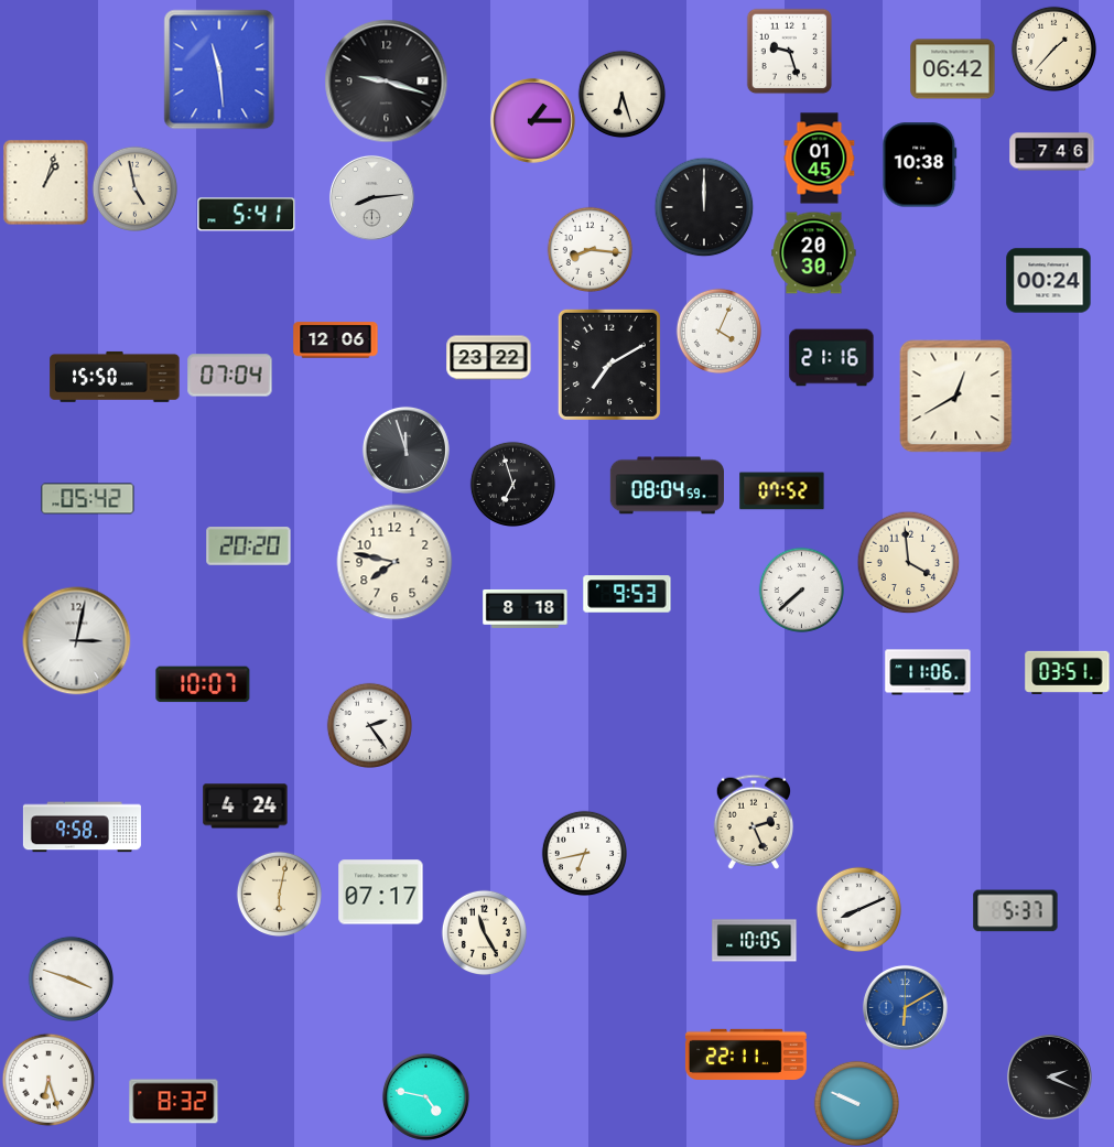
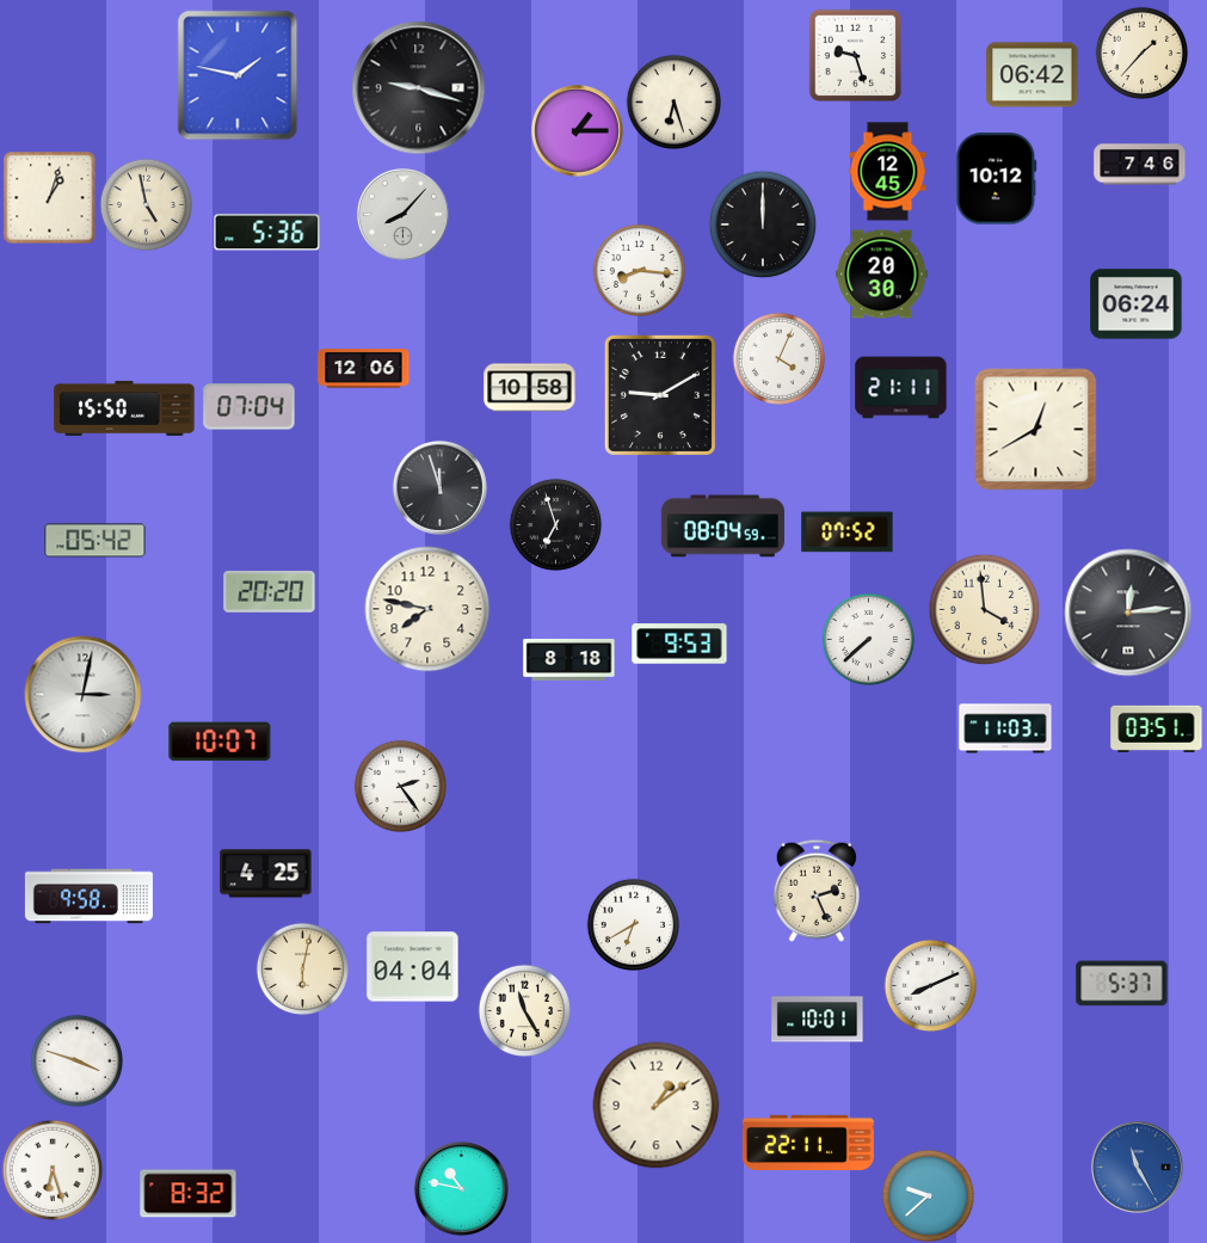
clock at (219, 69): 11:29 -> 1:47
clock at (820, 159): 01:45 -> 12:45
clock at (920, 165): 10:38 -> 10:12
clock at (371, 197): 8:14 -> 8:07
clock at (247, 215): 5:41 -> 5:36
clock at (1049, 281): 00:24 -> 06:24
clock at (489, 358): 23:22 -> 10:58
clock at (832, 358): 21:16 -> 21:11
clock at (609, 365): 7:10 -> 9:10
clock at (1128, 613): none -> 12:14
clock at (928, 672): 11:06 -> 11:03
clock at (246, 807): 4:24 -> 4:25
clock at (584, 853): 6:43 -> 6:40
clock at (381, 892): 07:17 -> 04:04
clock at (1016, 911) position: (1016, 911) -> (1122, 984)
clock at (755, 941): 10:05 -> 10:01
clock at (905, 1007): 6:10 -> none
clock at (657, 1106): none -> 1:09
clock at (1049, 1076): 2:19 -> 11:25
clock at (1049, 1076) dial: black -> blue
clock at (425, 1096): 4:47 -> 10:47
clock at (856, 1103): 9:49 -> 9:38
